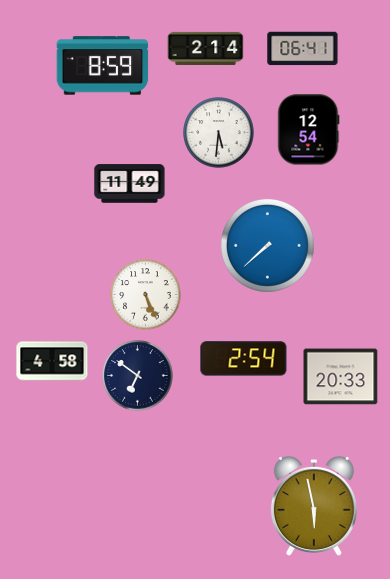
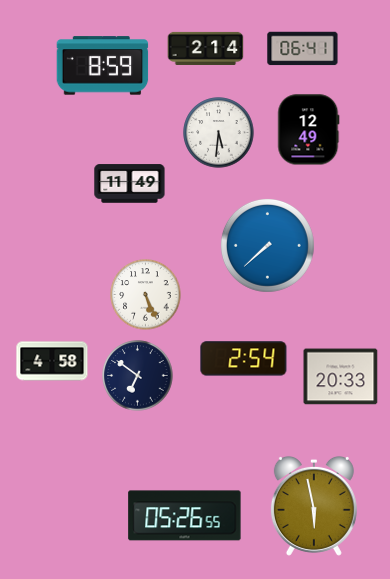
clock at (309, 130): 12:54 -> 12:49
clock at (185, 516): none -> 05:26
